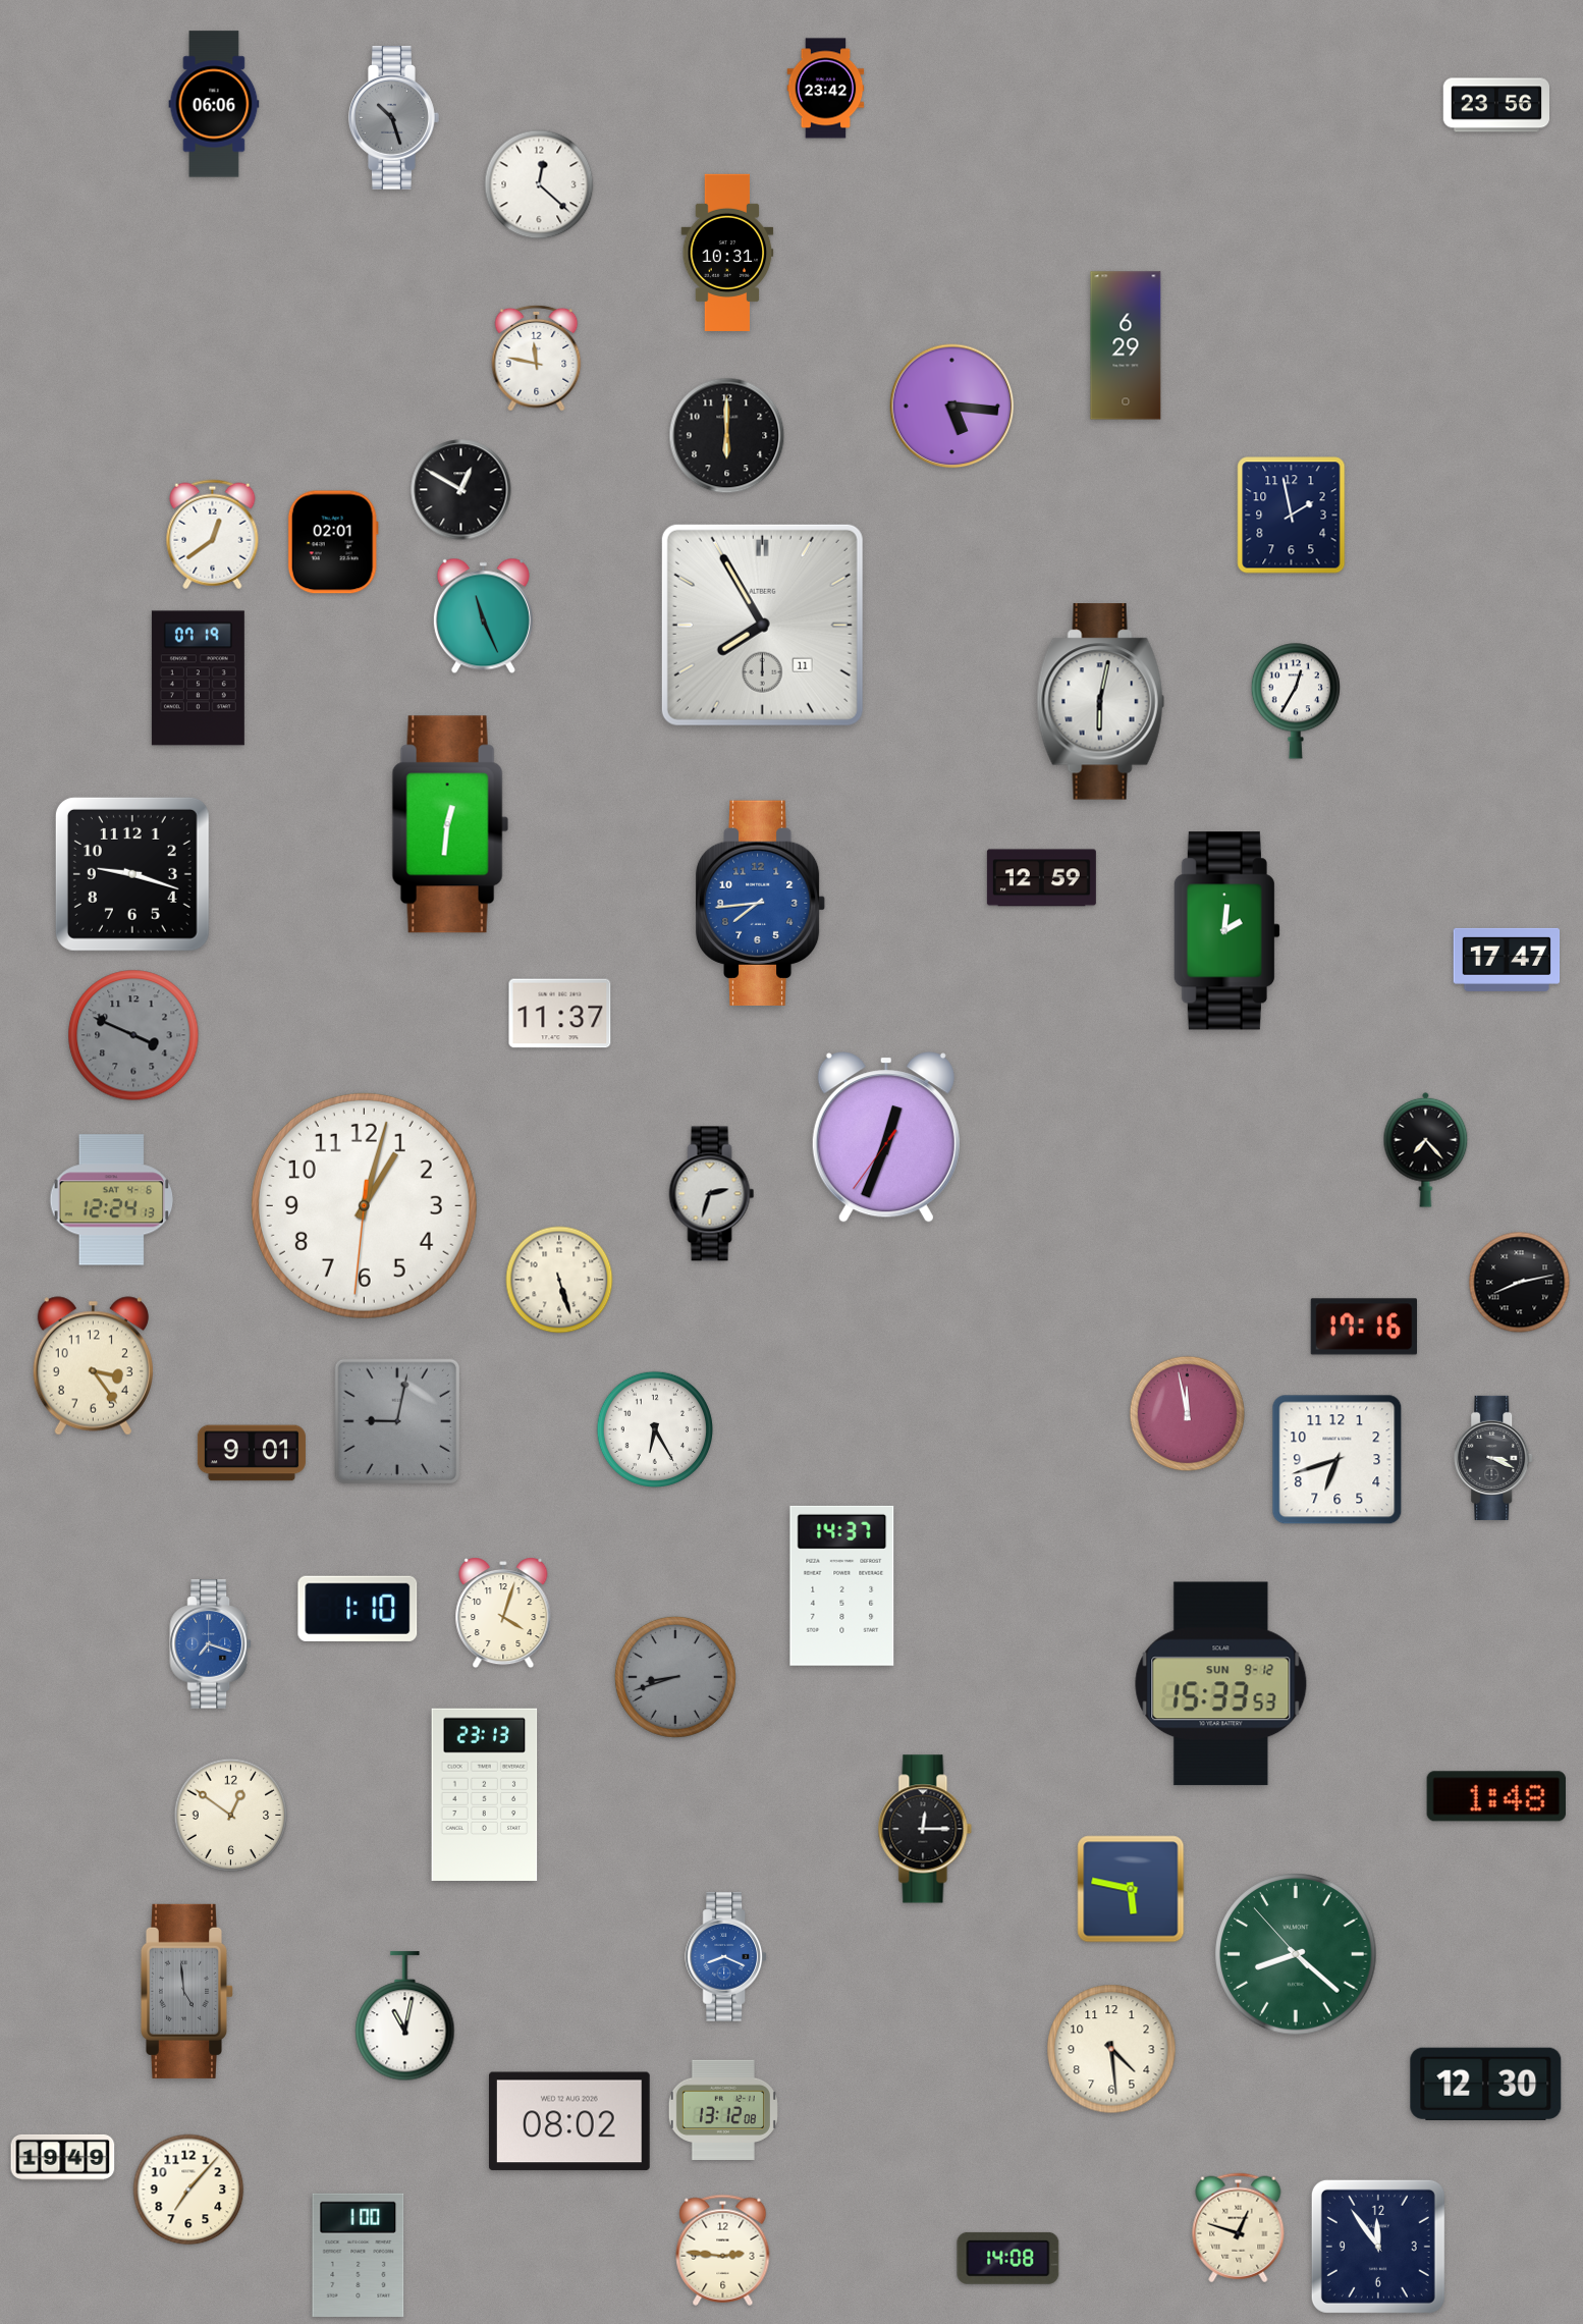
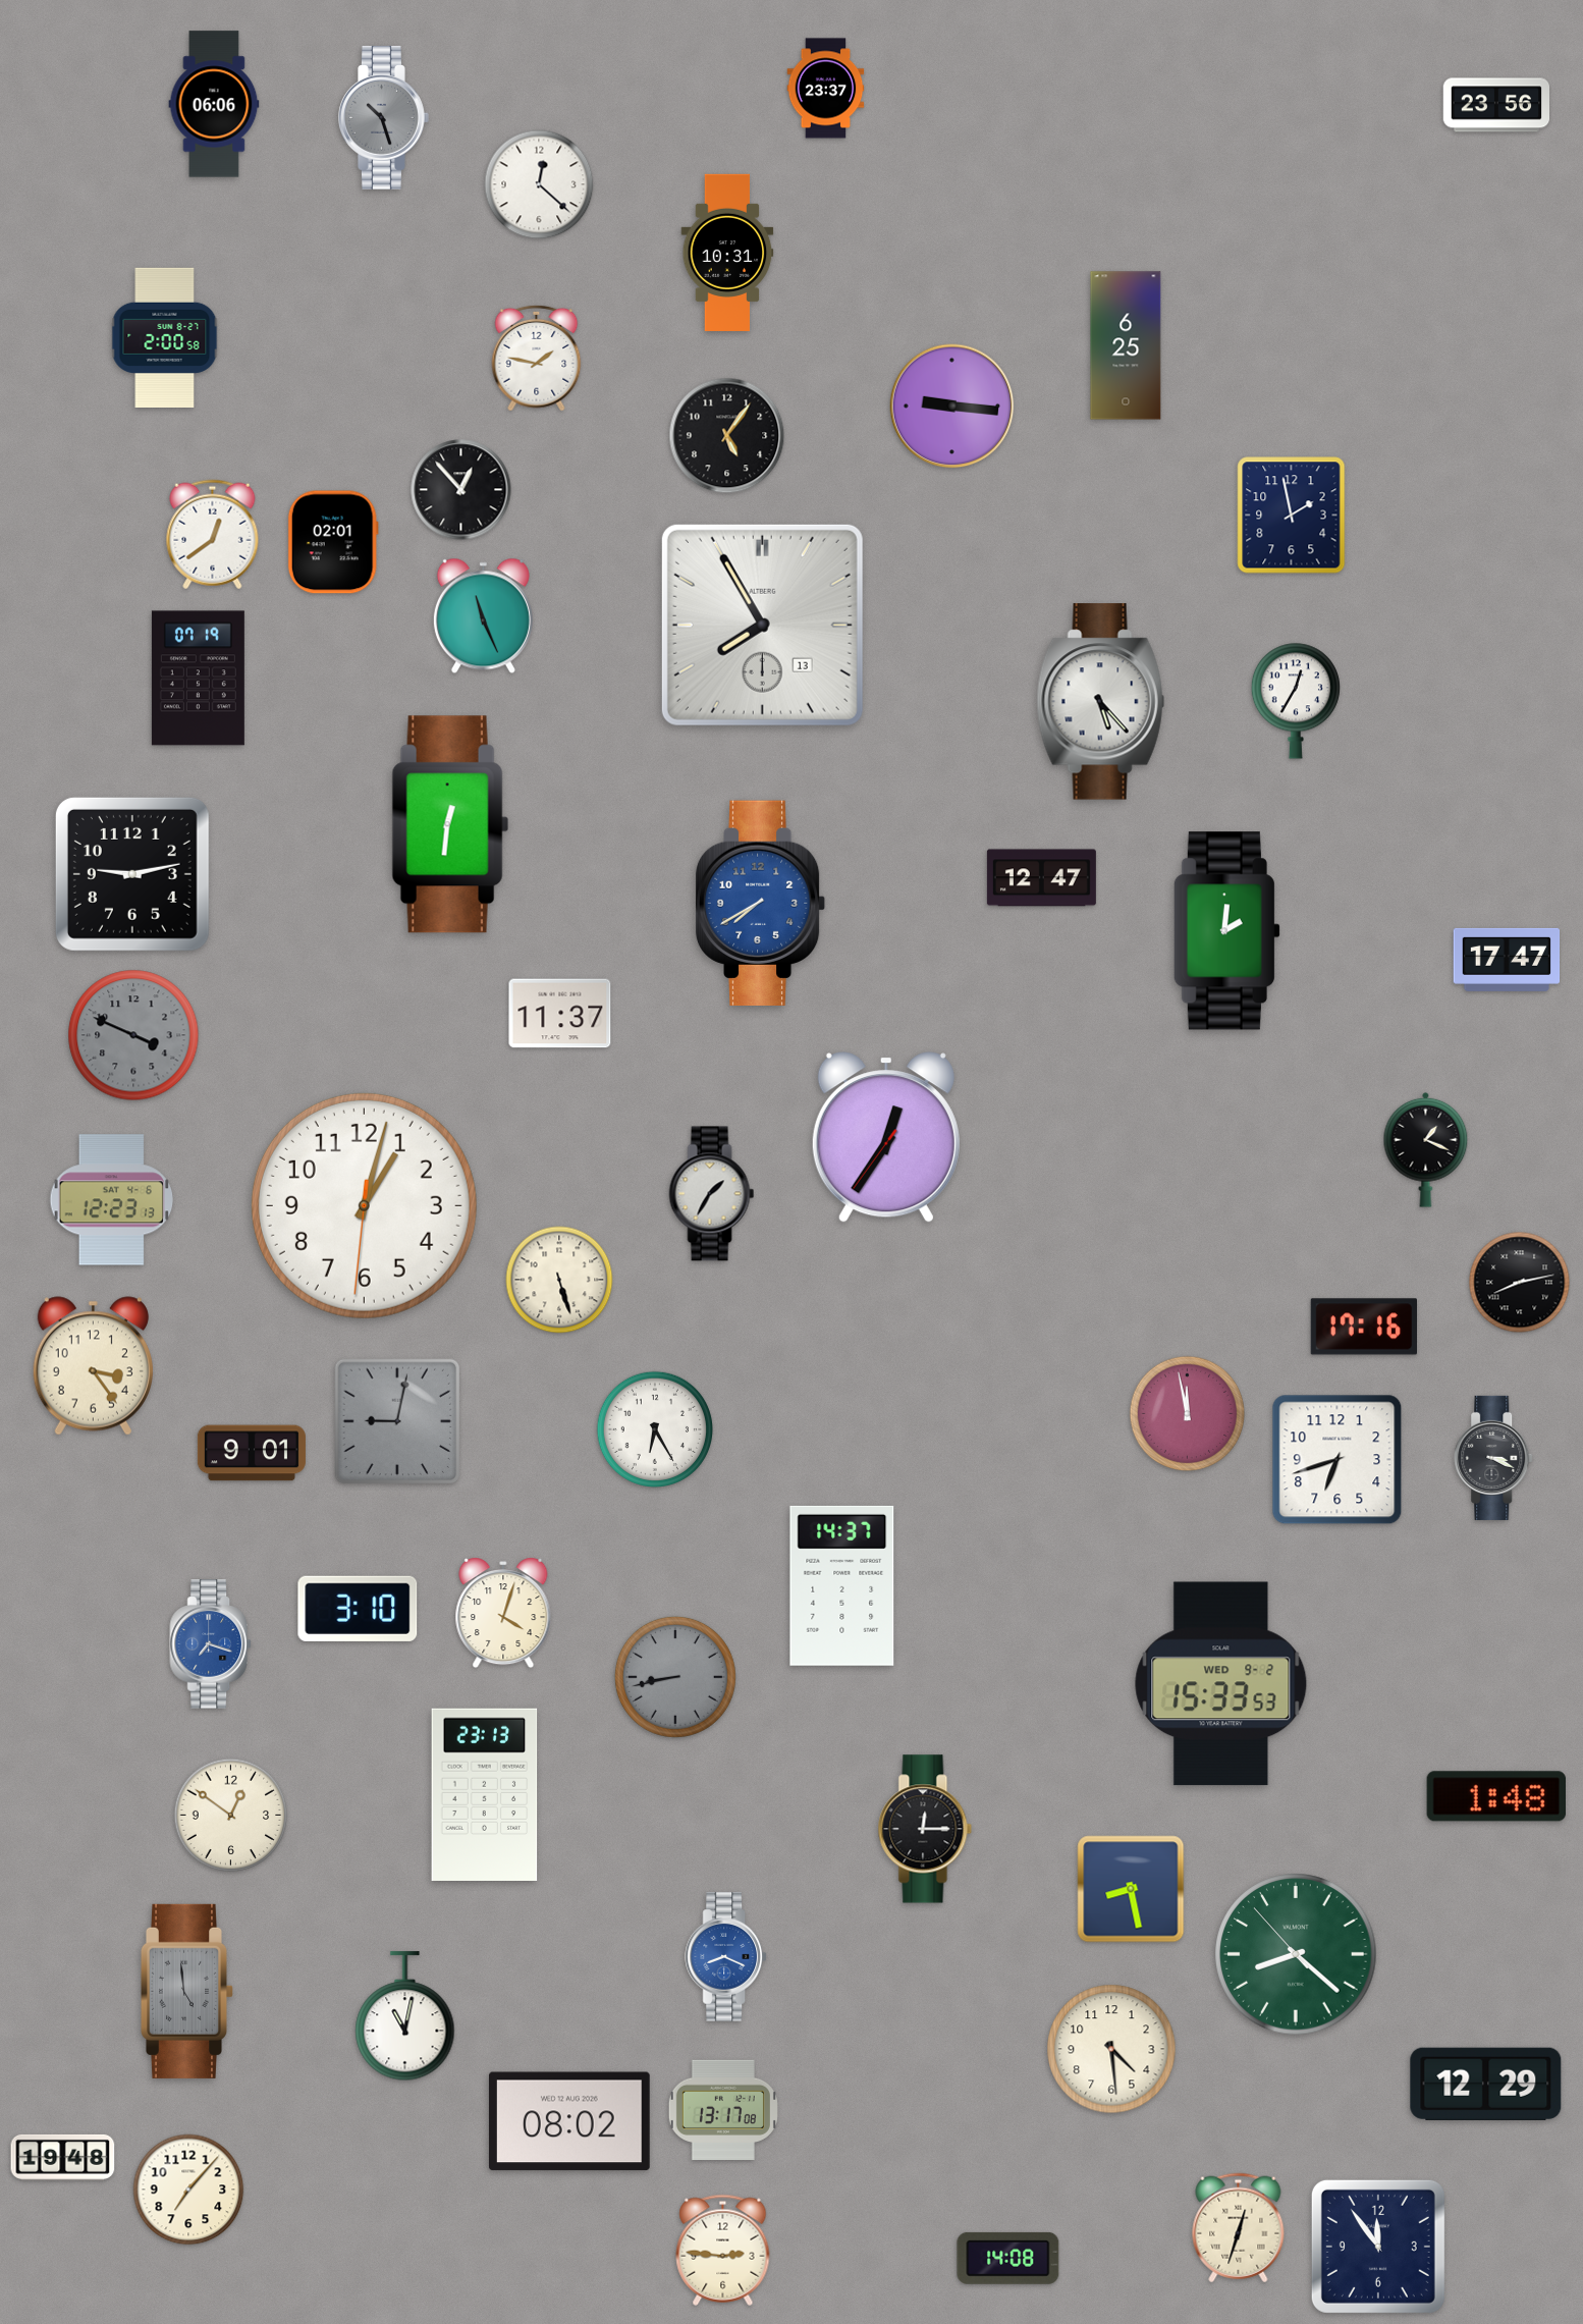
clock at (826, 89): 23:42 -> 23:37
clock at (394, 117) position: (394, 117) -> (384, 117)
clock at (165, 338): none -> 2:00
clock at (1126, 345): 6:29 -> 6:25
clock at (537, 358): 11:47 -> 1:47
clock at (952, 407): 5:16 -> 9:16
clock at (727, 436): 6:00 -> 5:06
clock at (461, 490): 12:50 -> 12:53
clock at (762, 625) date: 11 -> 13
clock at (1100, 702): 6:02 -> 5:23
clock at (132, 874): 9:18 -> 9:13
clock at (1041, 878): 12:59 -> 12:47
clock at (761, 903): 7:44 -> 7:40
clock at (886, 1137): 12:33 -> 12:35
clock at (1426, 1149): 7:23 -> 1:19
clock at (712, 1194): 2:33 -> 1:35
clock at (111, 1200): 12:24 -> 12:23
clock at (358, 1609): 1:10 -> 3:10
clock at (675, 1677): 8:42 -> 8:43
clock at (1221, 1684) date: SUN 9-12 -> WED 9-2
clock at (1131, 1889): 5:47 -> 8:28
clock at (1486, 2084): 12:30 -> 12:29
clock at (723, 2110): 13:12 -> 13:17
clock at (63, 2157): 19:49 -> 19:48
clock at (1239, 2228): 12:48 -> 12:33
clock at (359, 2255): 1:00 -> none
